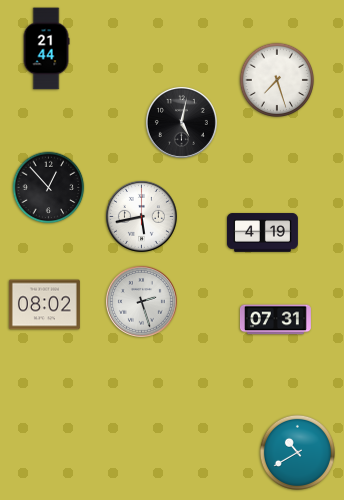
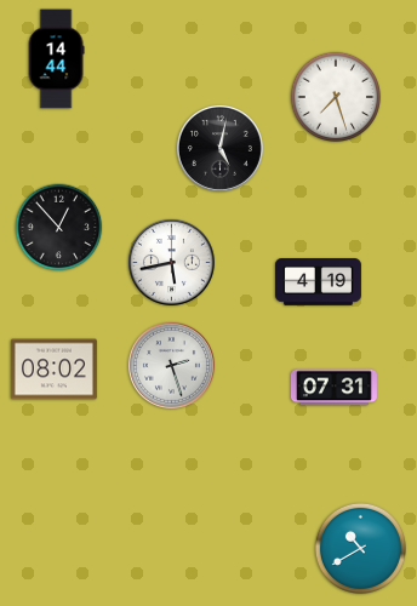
clock at (46, 49): 21:44 -> 14:44
